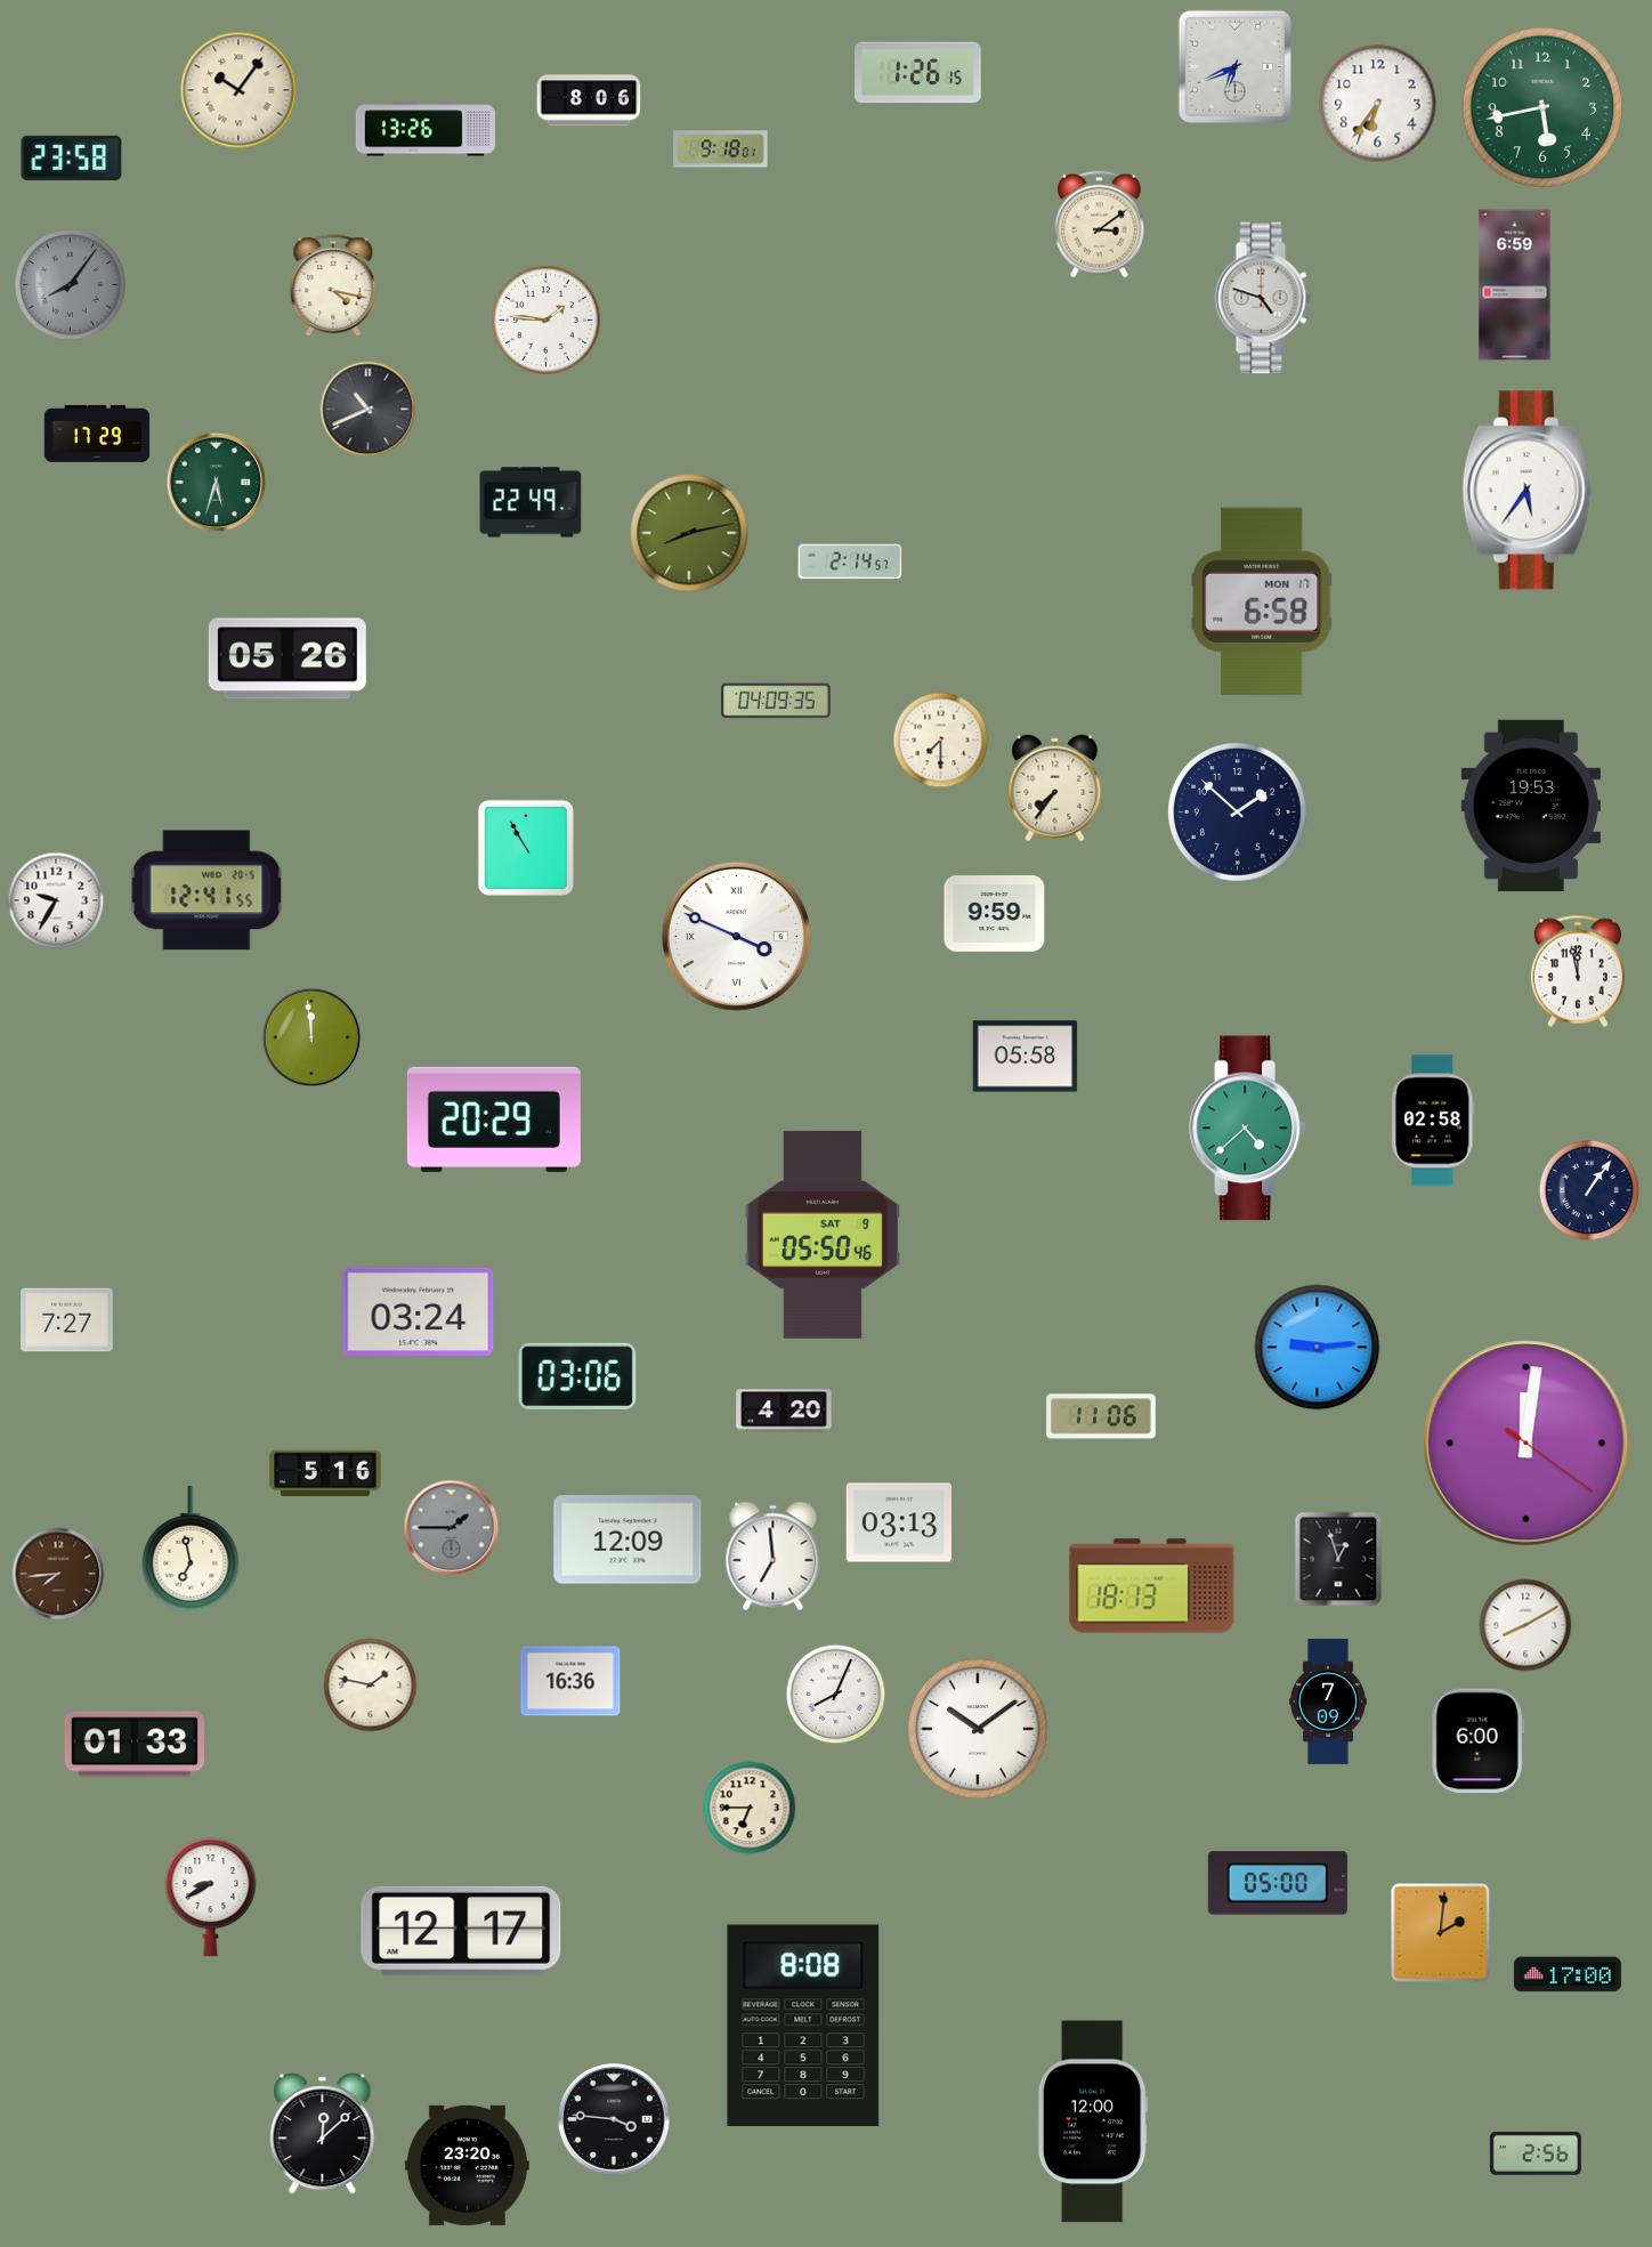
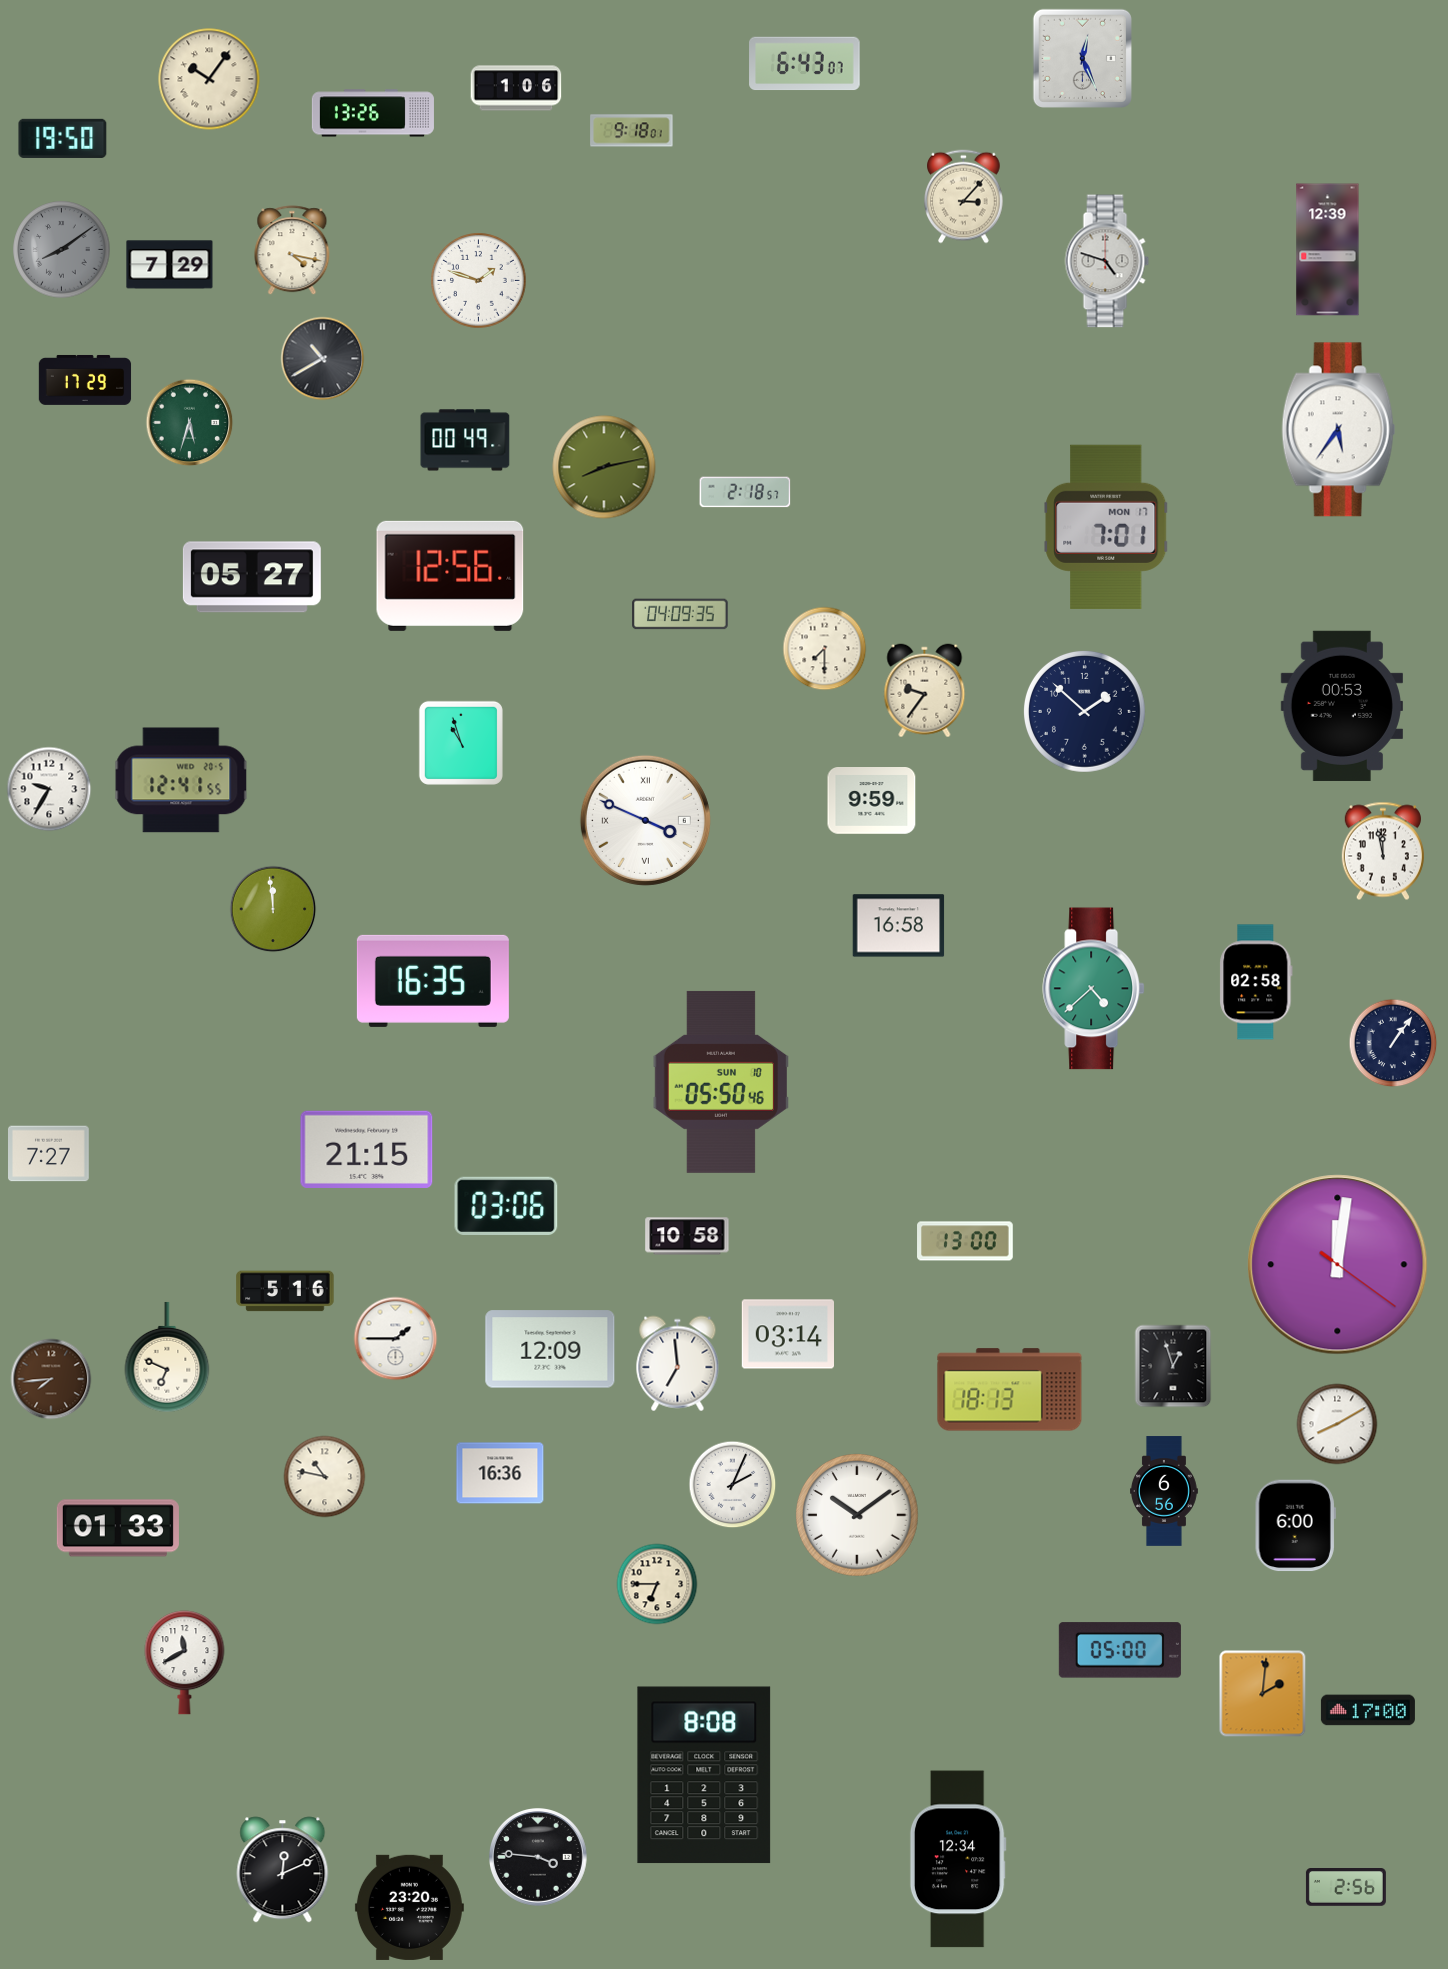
clock at (1234, 66): 6:41 -> 12:26
clock at (918, 73): 1:26 -> 6:43
clock at (589, 100): 8:06 -> 1:06
clock at (1378, 104): 6:36 -> none
clock at (1542, 107): 5:43 -> none
clock at (72, 157): 23:58 -> 19:50
clock at (1100, 225): 3:09 -> 3:07
clock at (71, 285): 8:06 -> 8:09
clock at (1515, 285): 6:59 -> 12:39
clock at (170, 265): none -> 7:29
clock at (546, 321): 1:46 -> 1:48
clock at (369, 410): 10:41 -> 10:40
clock at (531, 502): 22:49 -> 00:49
clock at (850, 561): 2:14 -> 2:18
clock at (1262, 601): 6:58 -> 7:01
clock at (450, 576): none -> 12:56
clock at (288, 658): 05:26 -> 05:27
clock at (1055, 789): 7:36 -> 9:36
clock at (1531, 806): 19:53 -> 00:53
clock at (526, 848): 10:55 -> 10:57
clock at (1026, 1057): 05:58 -> 16:58
clock at (494, 1120): 20:29 -> 16:35
clock at (821, 1235) date: SAT 9 -> SUN 10
clock at (419, 1311): 03:24 -> 21:15
clock at (67, 1320) position: (67, 1320) -> (49, 1154)
clock at (1318, 1348): 9:14 -> none
clock at (784, 1411): 4:20 -> 10:58
clock at (1101, 1416): 11:06 -> 13:00
clock at (898, 1522): 03:13 -> 03:14
clock at (452, 1528) dial: grey -> white
clock at (191, 1550): 6:58 -> 6:49
clock at (371, 1686): 1:47 -> 10:47
clock at (836, 1695): 8:04 -> 2:04
clock at (1329, 1702): 7:09 -> 6:56
clock at (211, 1898): 8:40 -> 11:40
clock at (461, 1931): 12:17 -> none
clock at (1568, 1974) position: (1568, 1974) -> (1368, 1710)
clock at (1093, 2121): 12:00 -> 12:34
clock at (323, 2134): 12:08 -> 12:11
clock at (467, 2165) position: (467, 2165) -> (409, 1907)
